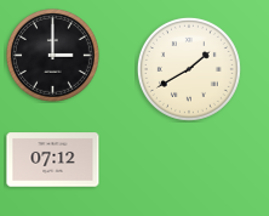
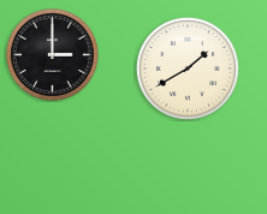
clock at (53, 160): 07:12 -> none
